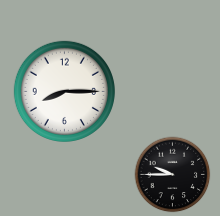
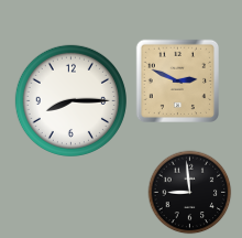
clock at (177, 80): none -> 2:49
clock at (173, 175): 9:45 -> 8:59
